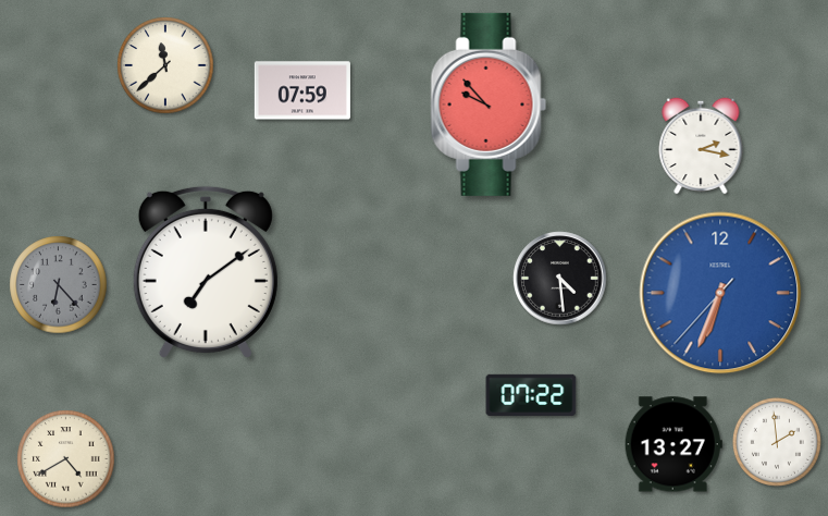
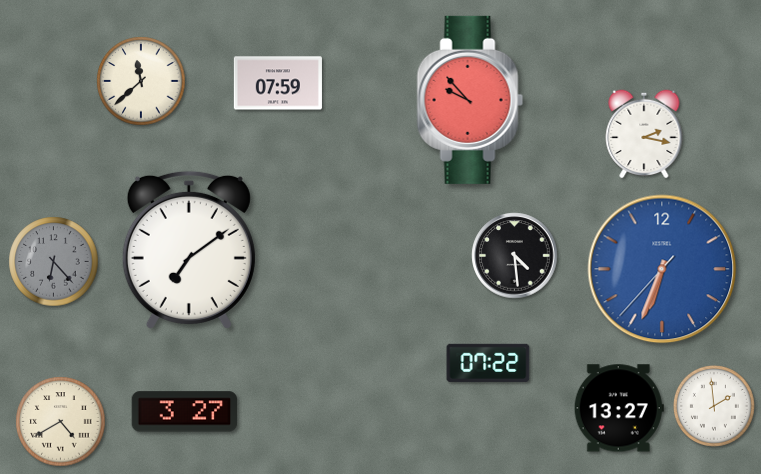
clock at (165, 65) position: (165, 65) -> (141, 81)
clock at (489, 105) position: (489, 105) -> (470, 100)
clock at (185, 412): none -> 3:27
